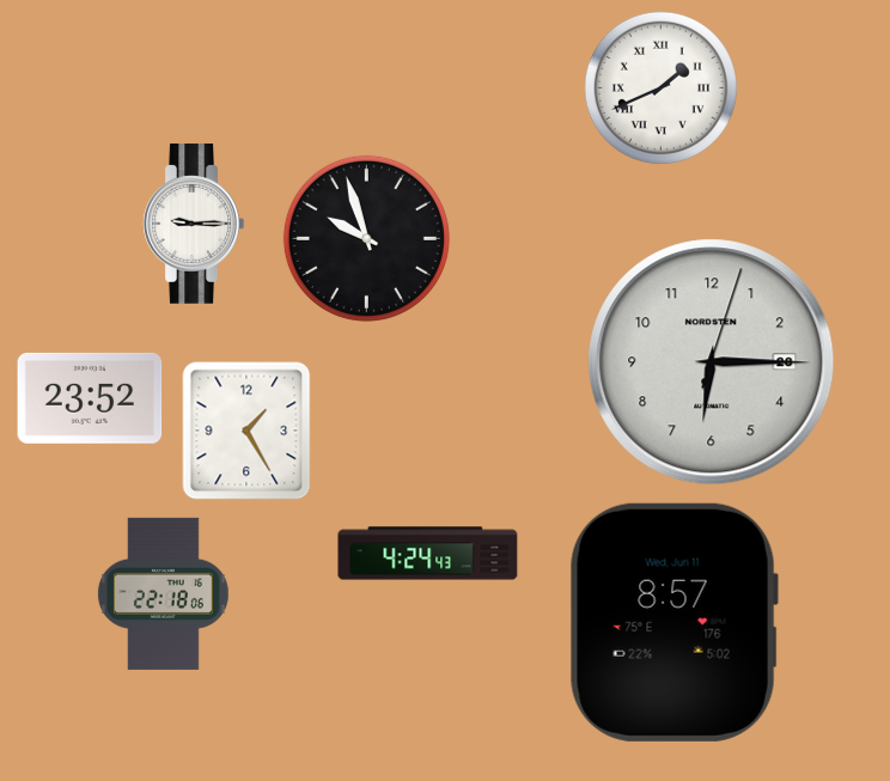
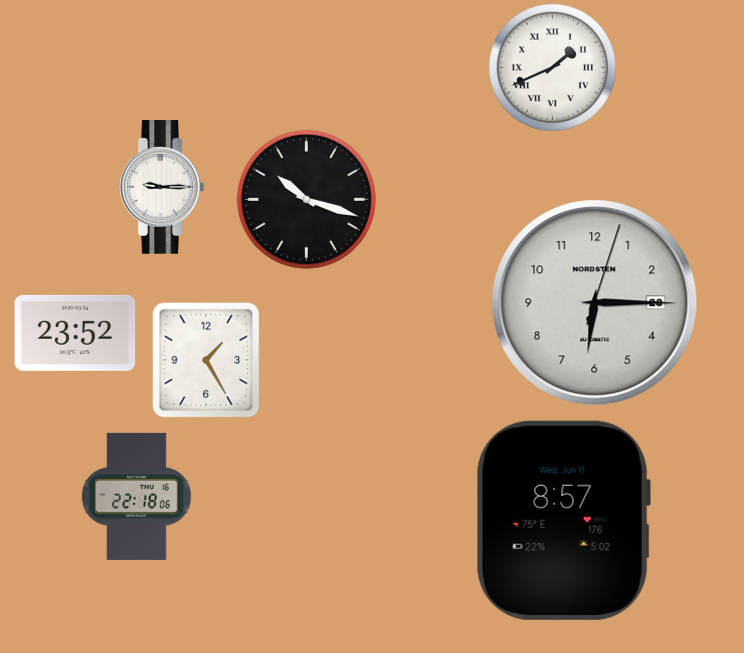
clock at (660, 87) position: (660, 87) -> (552, 67)
clock at (366, 238): 9:57 -> 10:18
clock at (428, 554): 4:24 -> none
